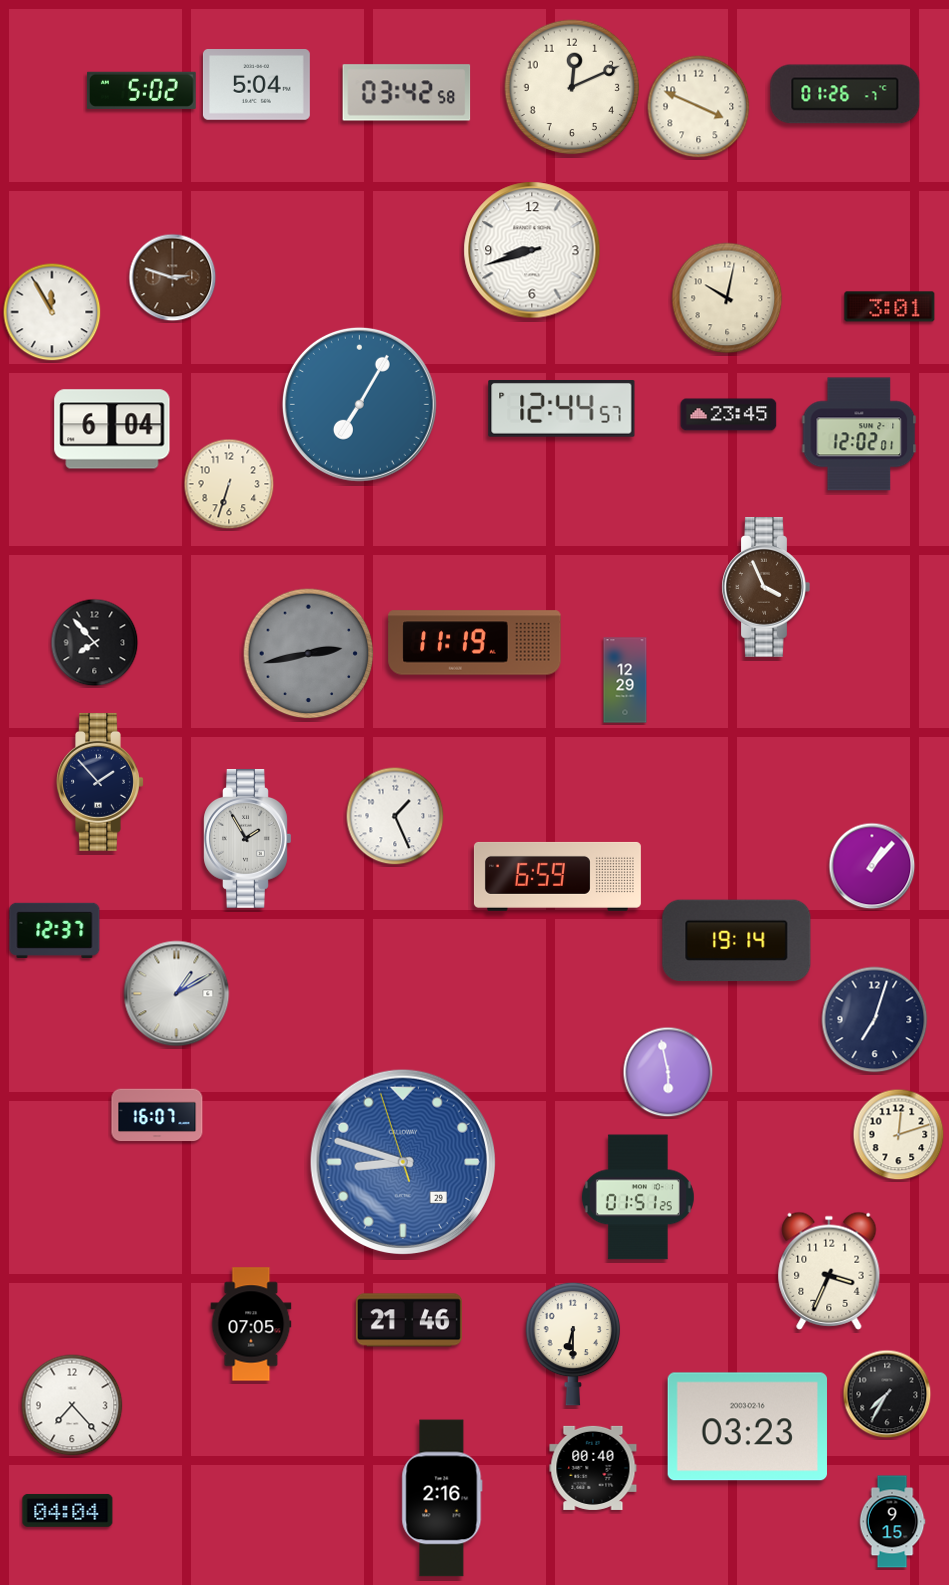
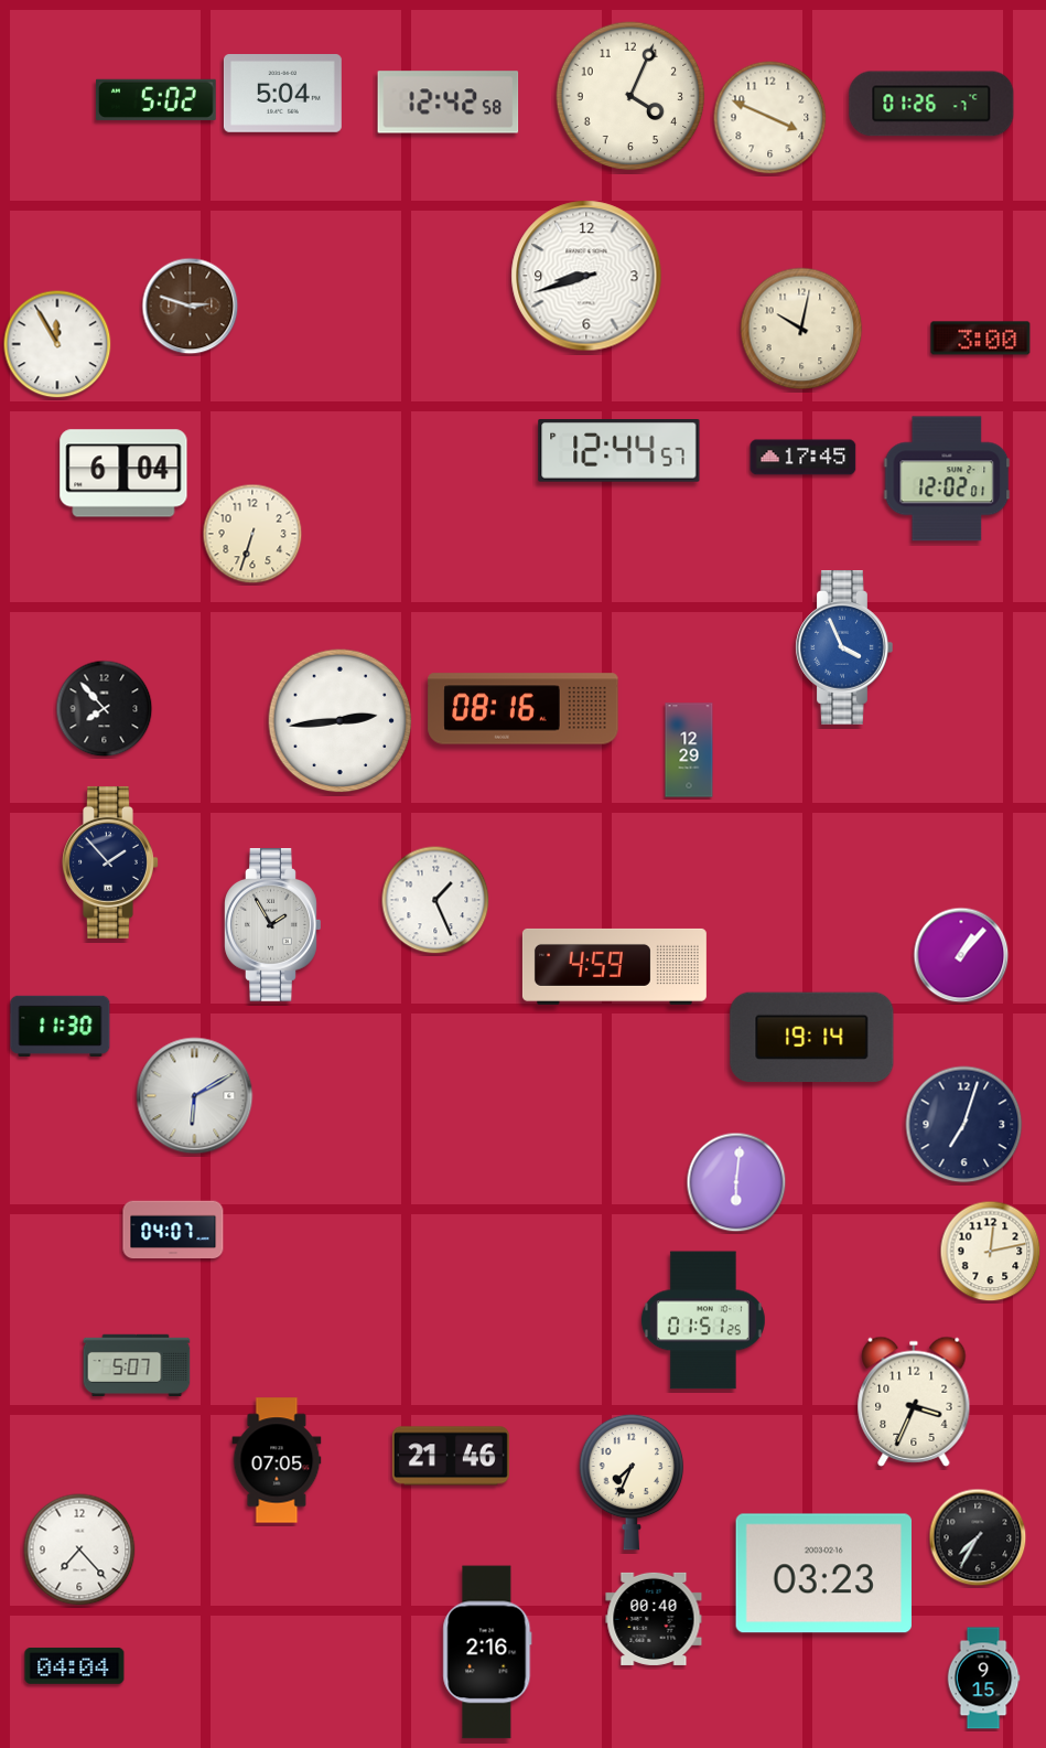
clock at (572, 87): 12:11 -> 4:04
clock at (407, 93): 03:42 -> 12:42
clock at (890, 307): 3:01 -> 3:00
clock at (359, 404): 7:05 -> none
clock at (729, 415): 23:45 -> 17:45
clock at (766, 587) dial: brown -> blue
clock at (475, 643): 11:19 -> 08:16
clock at (309, 654): 2:43 -> 2:44
clock at (309, 654) dial: grey -> white
clock at (557, 876): 6:59 -> 4:59
clock at (55, 930): 12:37 -> 11:30
clock at (177, 994): 1:10 -> 6:10
clock at (668, 1072): 5:58 -> 6:01
clock at (157, 1115): 16:07 -> 04:07
clock at (899, 1135): 12:12 -> 12:13
clock at (403, 1162): 8:47 -> none
clock at (137, 1364): none -> 5:07
clock at (573, 1344): 6:30 -> 7:34
